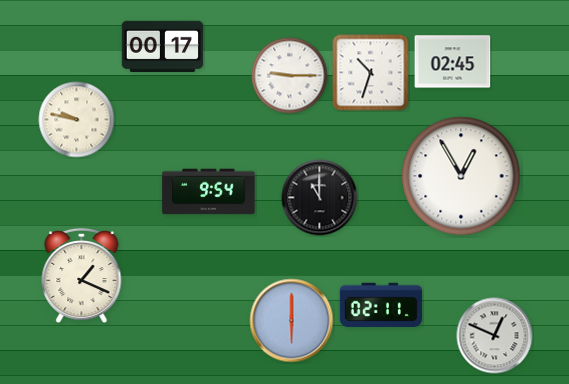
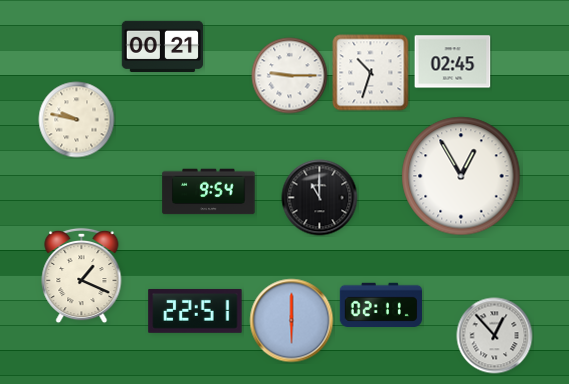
clock at (163, 46): 00:17 -> 00:21
clock at (195, 311): none -> 22:51
clock at (495, 336): 12:49 -> 12:53
